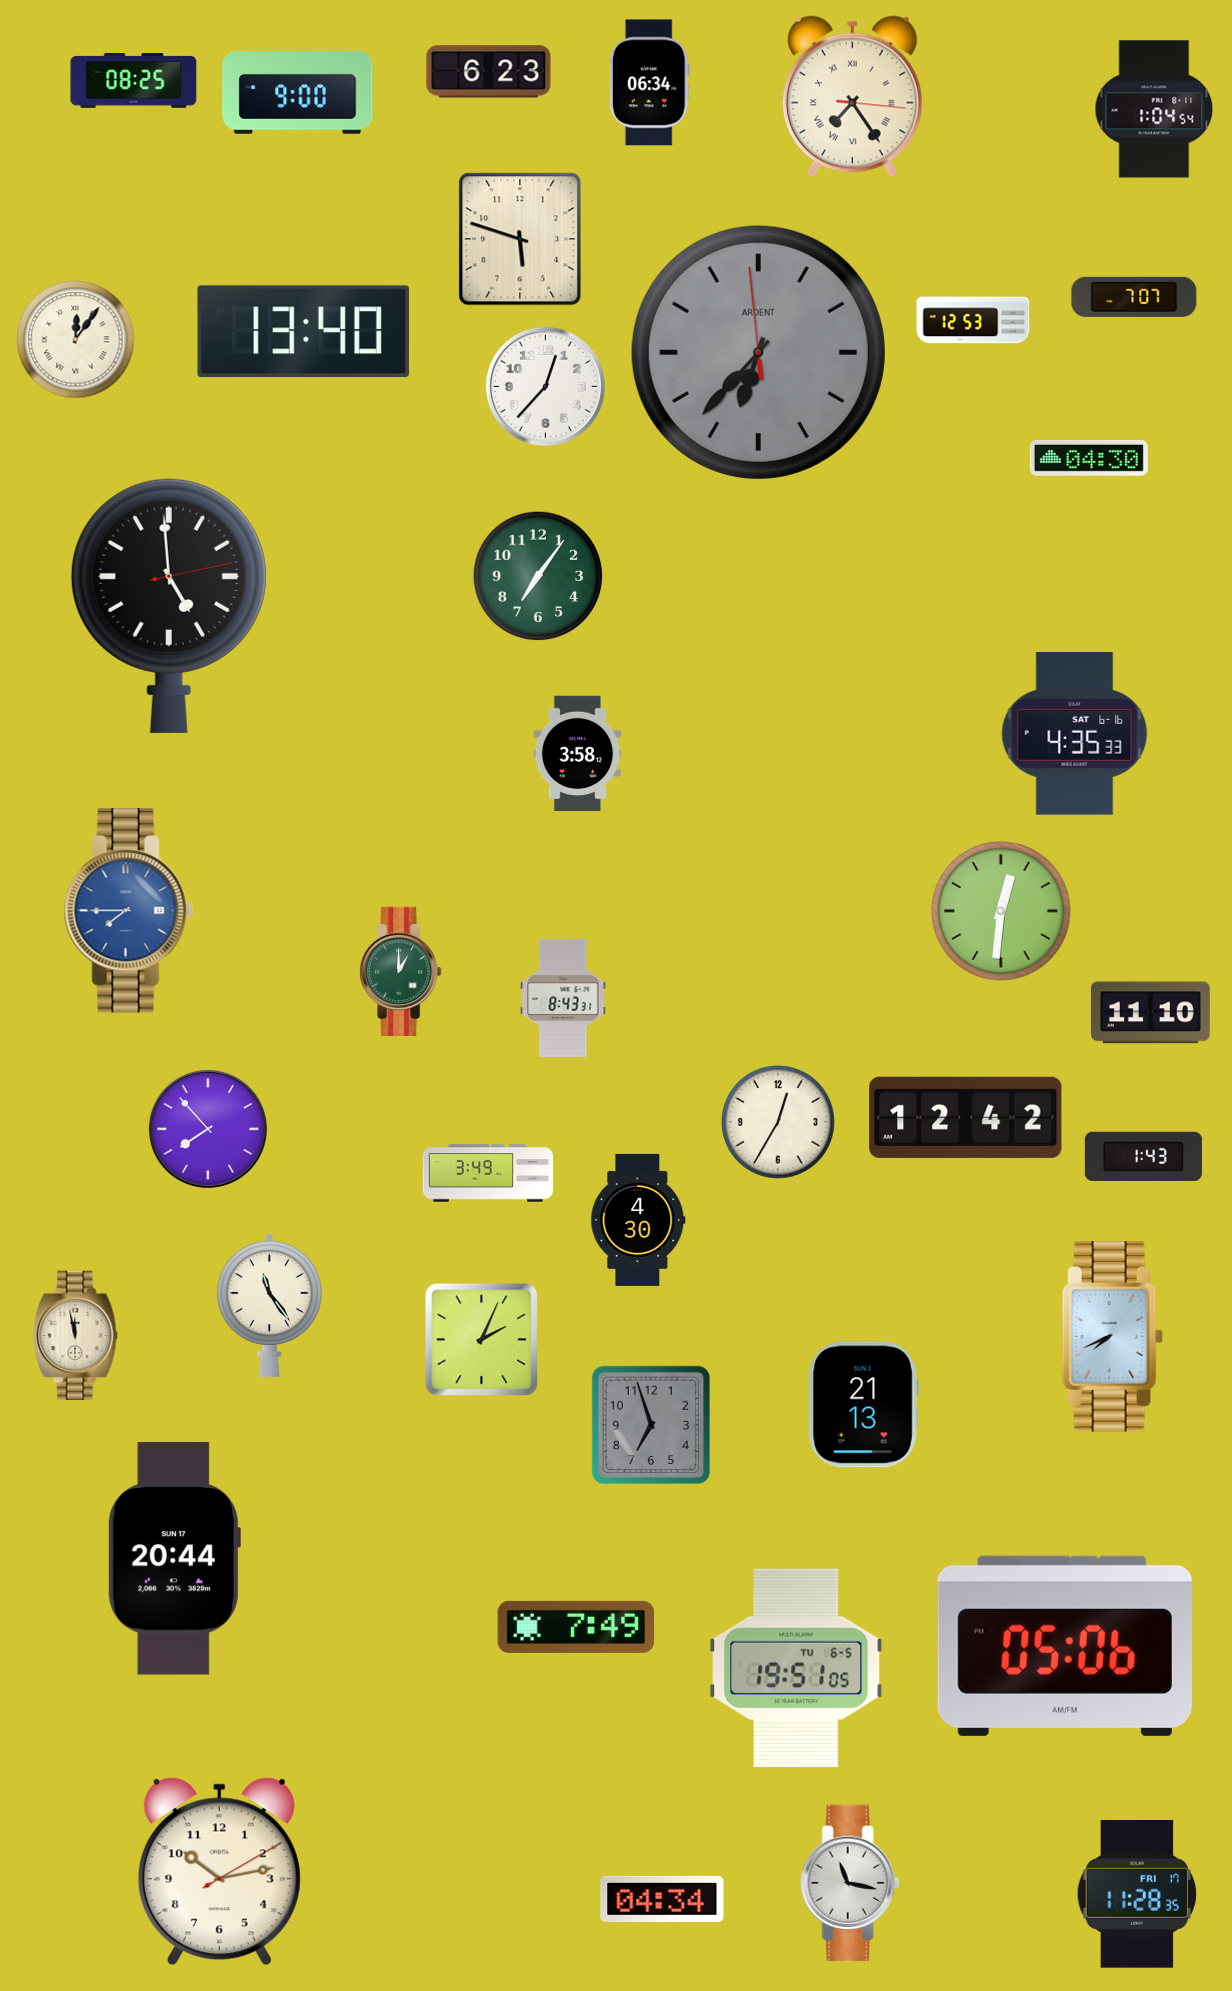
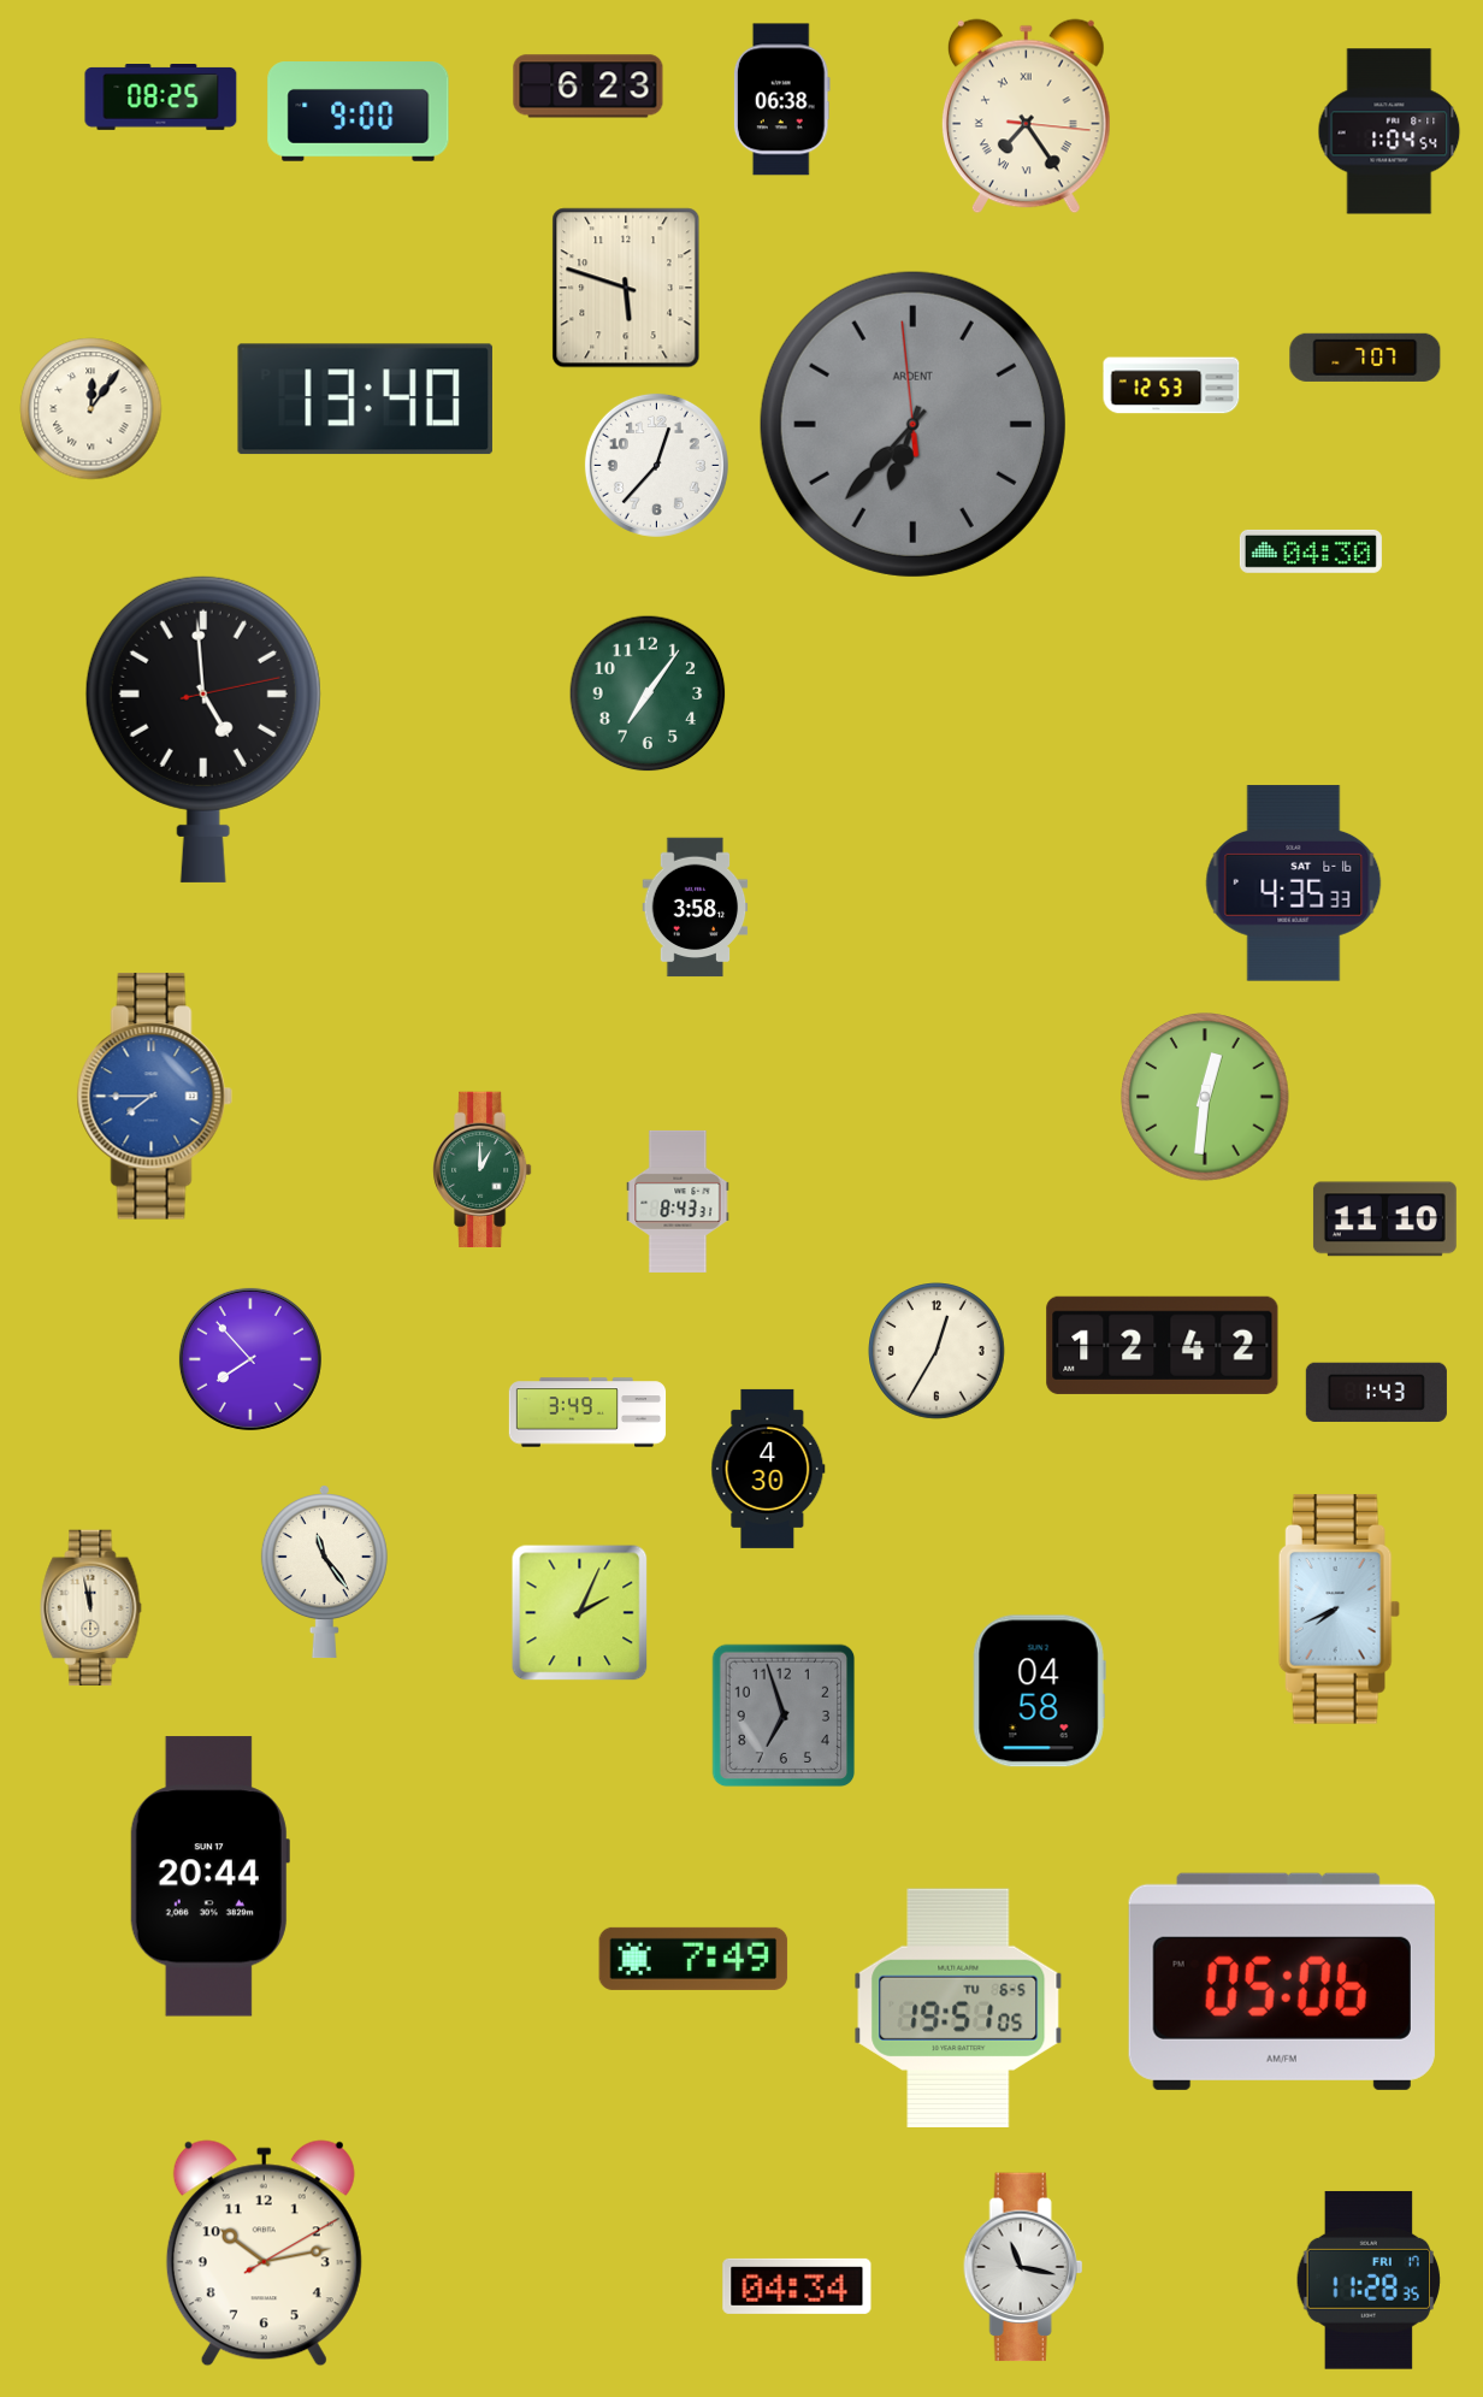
clock at (649, 83): 06:34 -> 06:38
clock at (863, 1405): 21:13 -> 04:58
